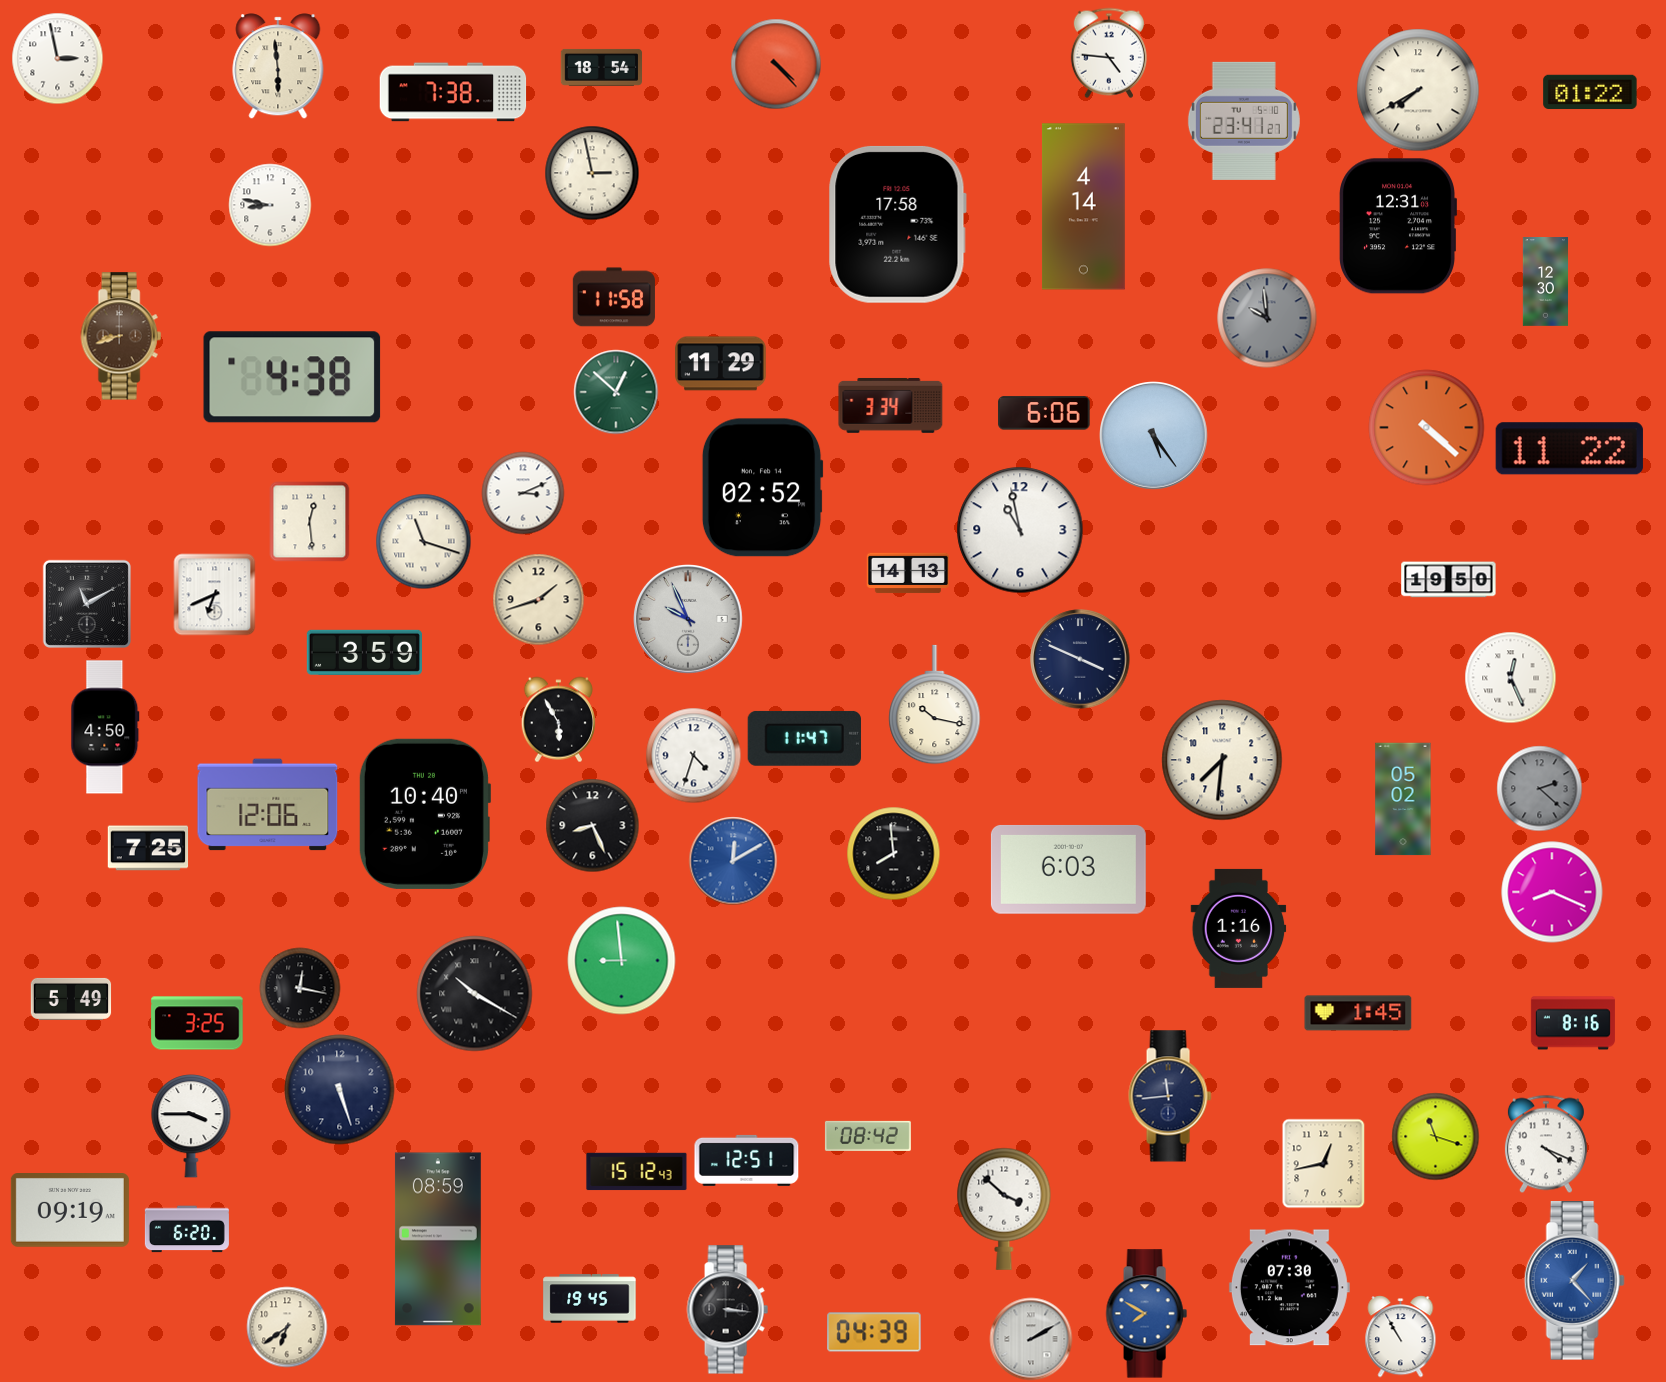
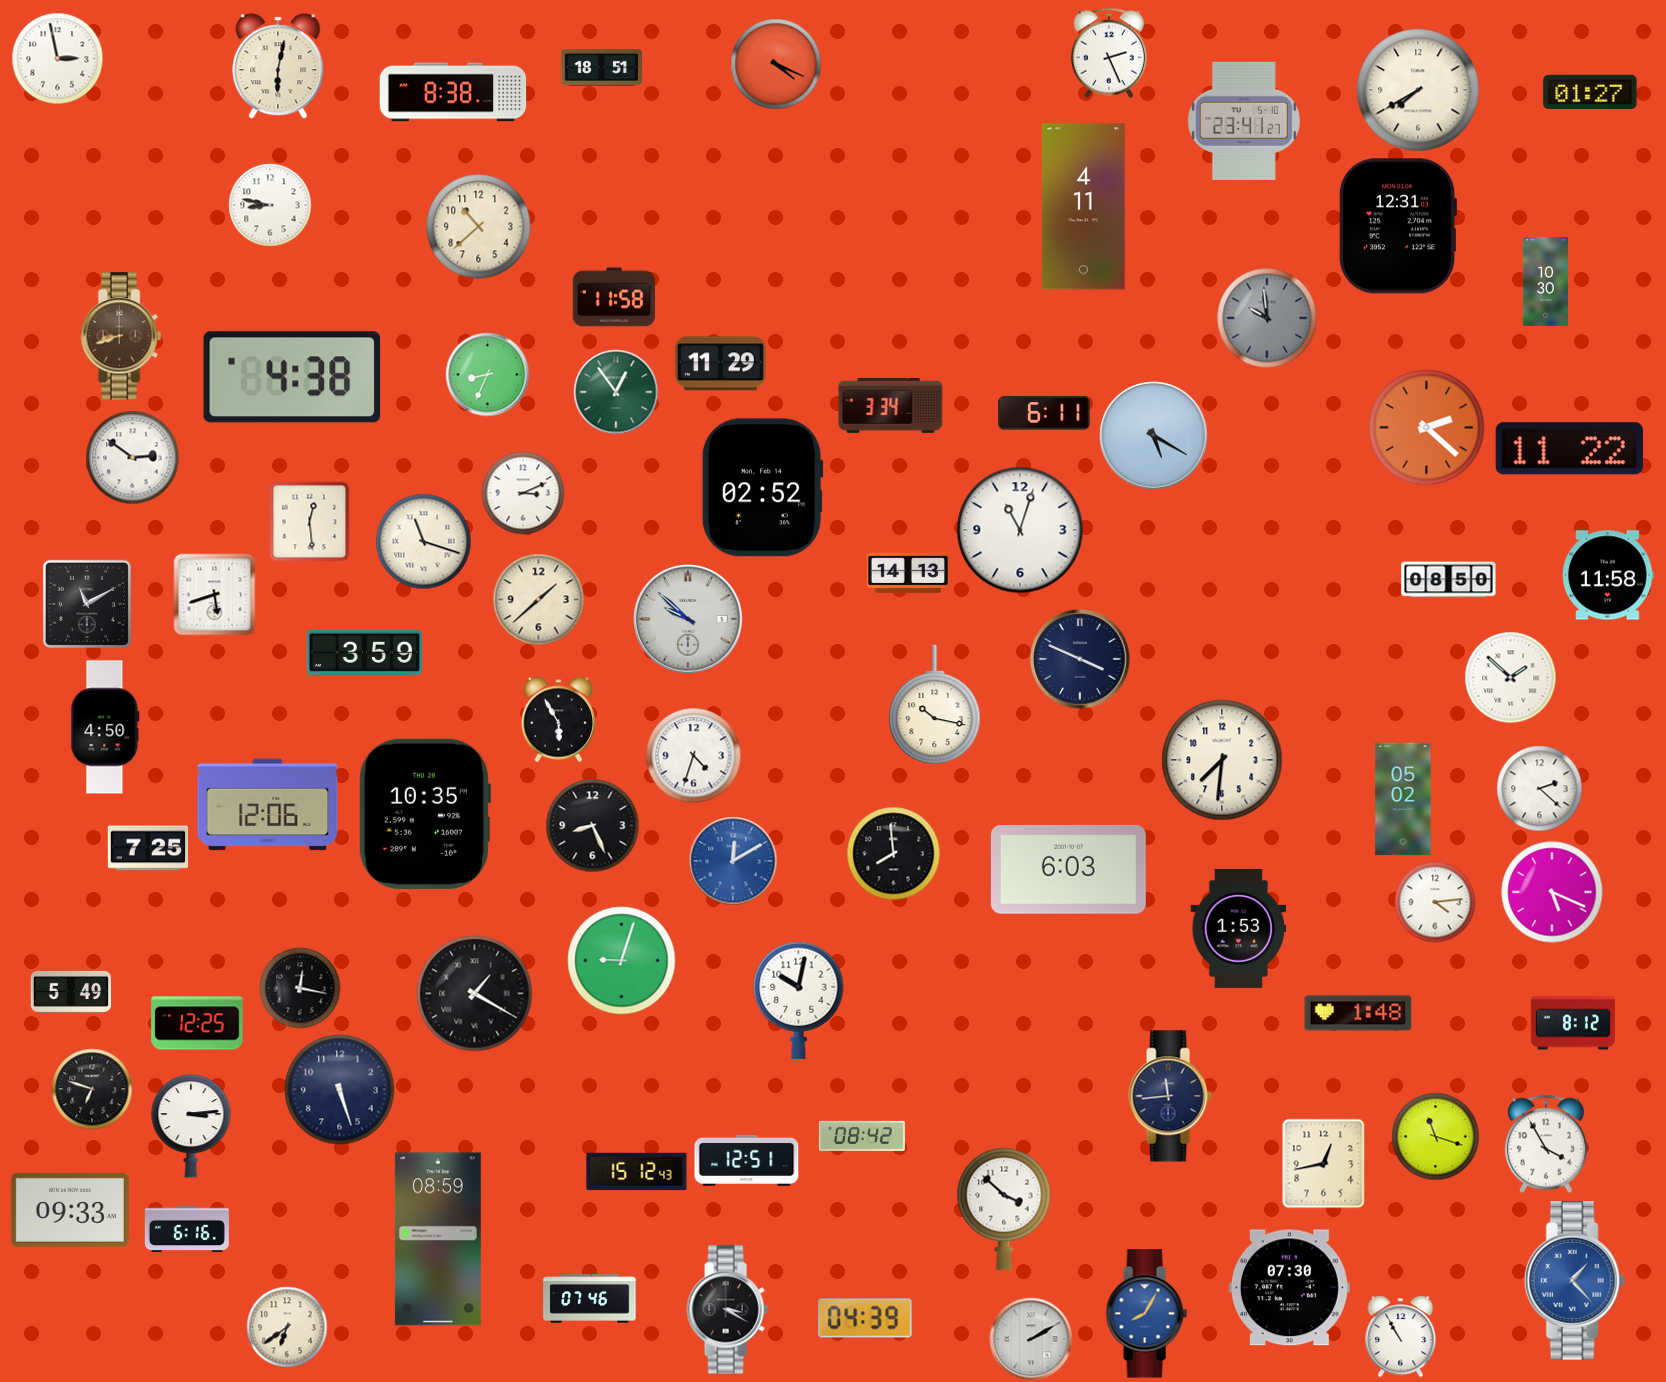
clock at (1109, 53): 4:46 -> 2:26
clock at (776, 64): 4:23 -> 4:19
clock at (278, 66): 5:59 -> 6:02
clock at (602, 67): 18:54 -> 18:51
clock at (453, 92): 7:38 -> 8:38
clock at (1590, 92): 01:22 -> 01:27
clock at (592, 173): 2:58 -> none
clock at (1083, 207): 4:14 -> 4:11
clock at (897, 224): 17:58 -> none
clock at (479, 227): none -> 10:38
clock at (1545, 282): 12:30 -> 10:30
clock at (488, 375): none -> 8:34
clock at (616, 392): 12:52 -> 12:54
clock at (1044, 413): 6:06 -> 6:11
clock at (1427, 428): 4:22 -> 2:22
clock at (1154, 436): 5:24 -> 5:20
clock at (133, 458): none -> 2:51
clock at (1020, 530): 10:58 -> 11:03
clock at (1608, 575): none -> 11:58
clock at (1449, 580): 19:50 -> 08:50
clock at (215, 595): 6:41 -> 5:42
clock at (539, 600): 1:42 -> 1:38
clock at (689, 620): 9:56 -> 9:52
clock at (1511, 678): 12:26 -> 1:52
clock at (804, 738): 11:47 -> none
clock at (1540, 789) dial: grey -> white
clock at (424, 814): 10:40 -> 10:35
clock at (1552, 892): 8:19 -> 5:19
clock at (1435, 902): none -> 4:14
clock at (1239, 928): 1:16 -> 1:53
clock at (622, 961): 8:59 -> 9:03
clock at (475, 994): 10:20 -> 1:20
clock at (71, 999) position: (71, 999) -> (71, 992)
clock at (799, 1000): none -> 10:02
clock at (1358, 1013): 1:45 -> 1:48
clock at (197, 1023): 3:25 -> 12:25
clock at (1573, 1023): 8:16 -> 8:12
clock at (92, 1089): none -> 6:48
clock at (191, 1126): 3:45 -> 3:14
clock at (868, 1136) position: (868, 1136) -> (862, 1136)
clock at (1546, 1144): 4:19 -> 3:55
clock at (70, 1211): 09:19 -> 09:33
clock at (187, 1229): 6:20 -> 6:16
clock at (590, 1299): 19:45 -> 07:46
clock at (727, 1310): 3:16 -> 3:20
clock at (1146, 1314): 7:50 -> 8:05
clock at (874, 1332) position: (874, 1332) -> (865, 1318)
